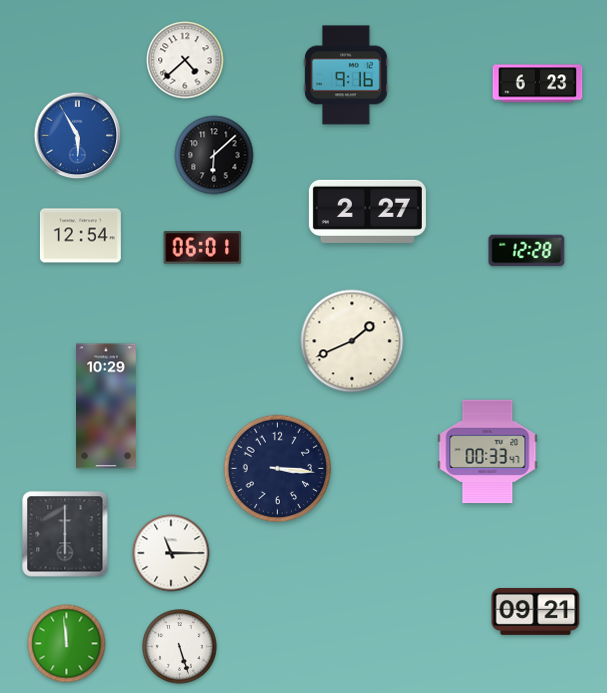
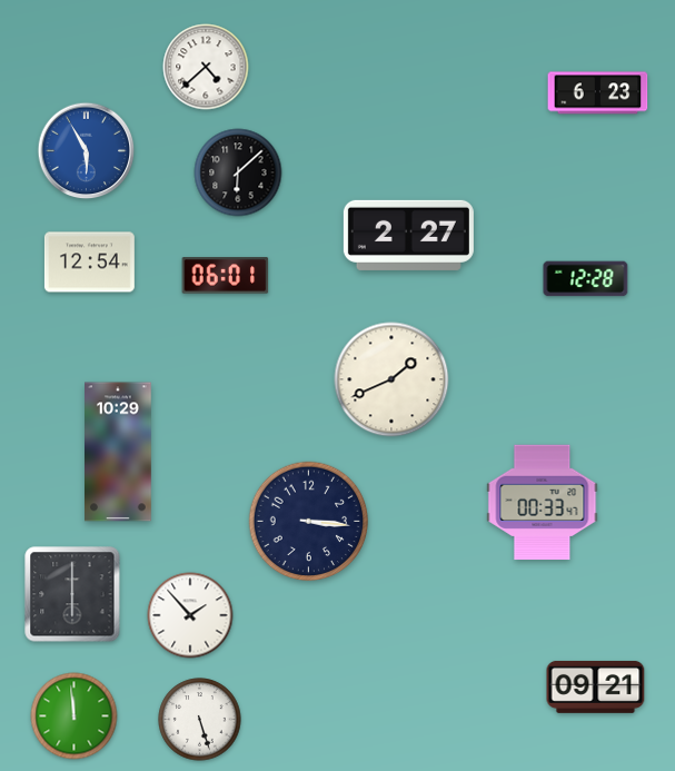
clock at (346, 75): 9:16 -> none
clock at (171, 553): 11:15 -> 1:53
clock at (536, 611) position: (536, 611) -> (596, 686)
